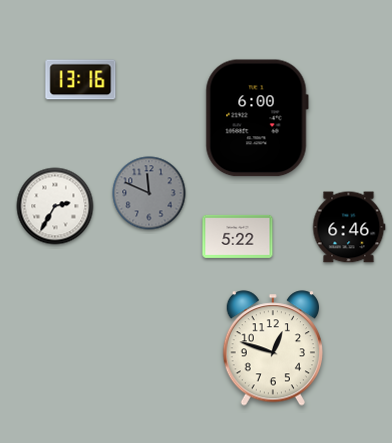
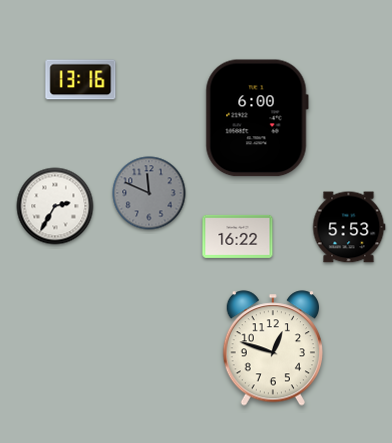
clock at (349, 227): 6:46 -> 5:53
clock at (238, 236): 5:22 -> 16:22
